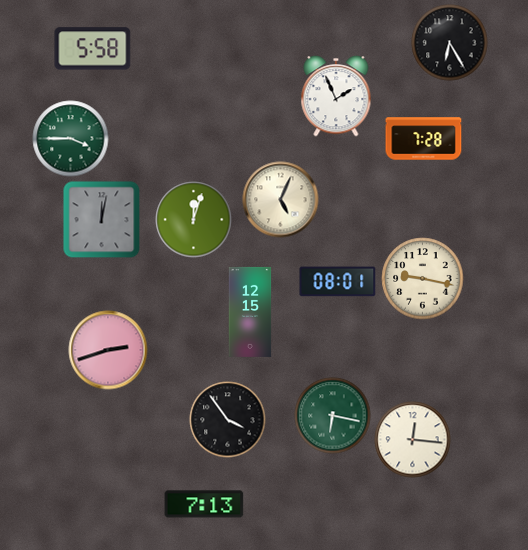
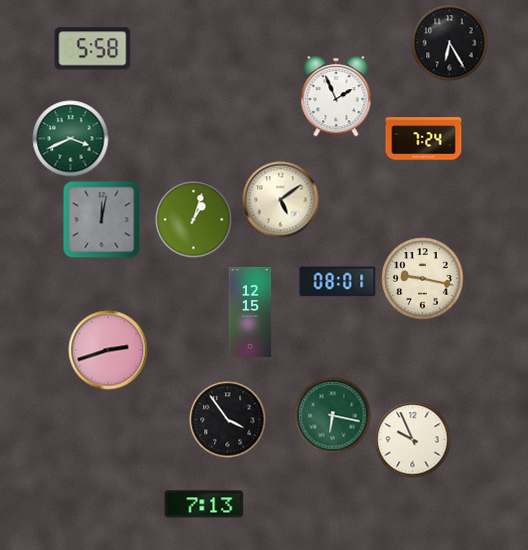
clock at (71, 139): 3:45 -> 3:41
clock at (424, 139): 7:28 -> 7:24
clock at (281, 200): 5:04 -> 5:09
clock at (194, 220): 12:03 -> 1:03
clock at (413, 440): 12:16 -> 9:56
